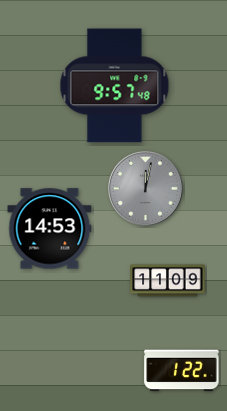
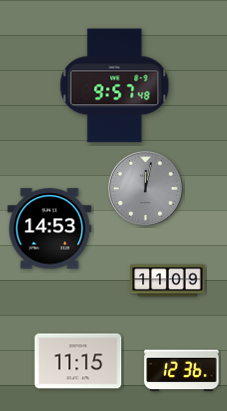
clock at (78, 361): none -> 11:15
clock at (182, 371): 1:22 -> 12:36
